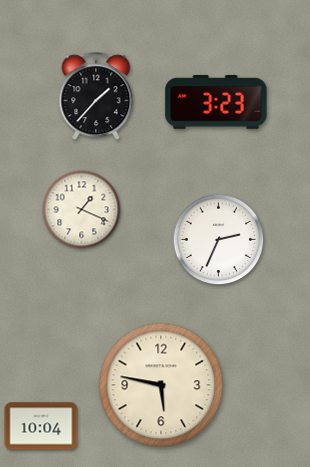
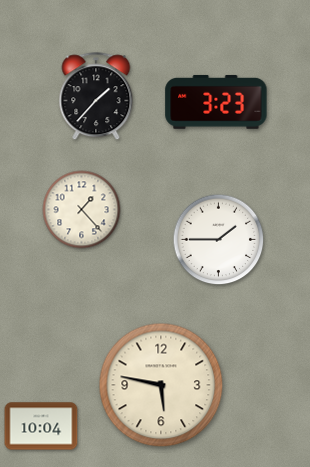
clock at (82, 210): 1:19 -> 1:23
clock at (219, 240): 2:34 -> 1:45
